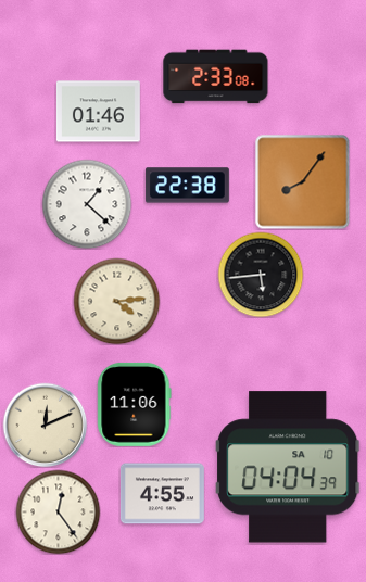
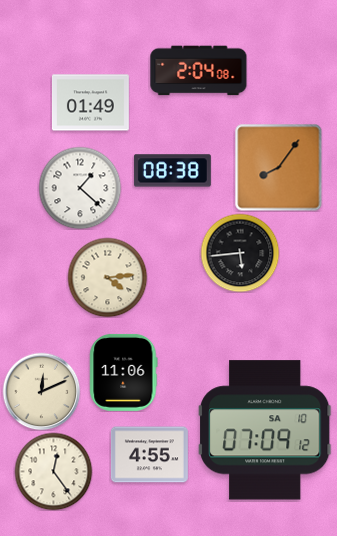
clock at (216, 77): 2:33 -> 2:04
clock at (98, 112): 01:46 -> 01:49
clock at (187, 186): 22:38 -> 08:38
clock at (289, 467): 04:04 -> 07:09
